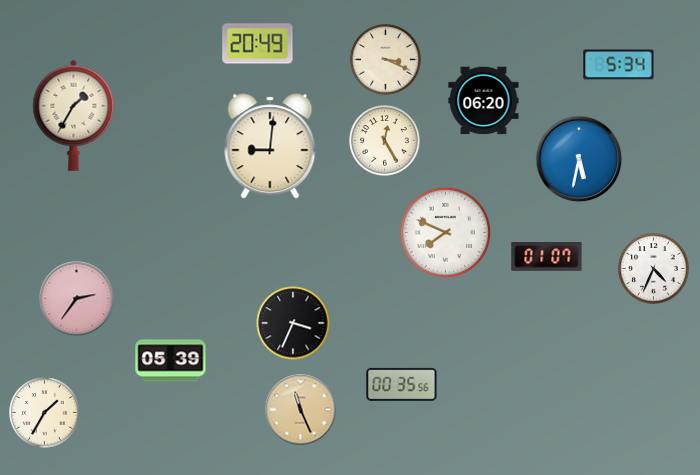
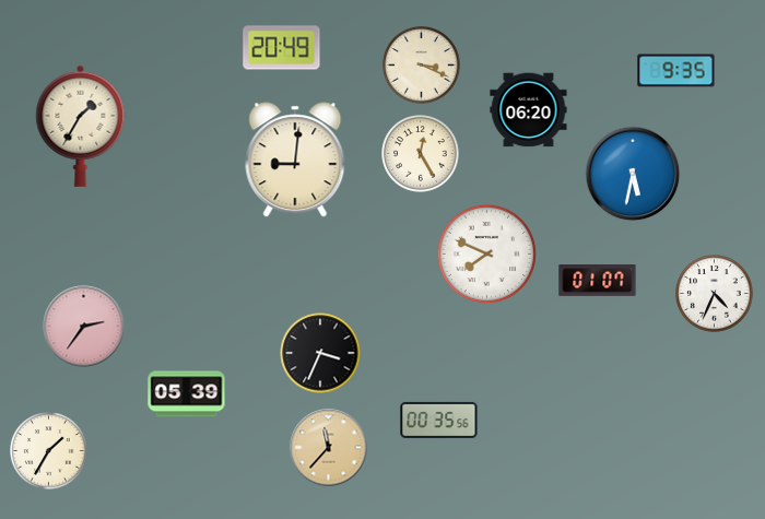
clock at (619, 65): 5:34 -> 9:35
clock at (301, 410): 11:26 -> 11:37
